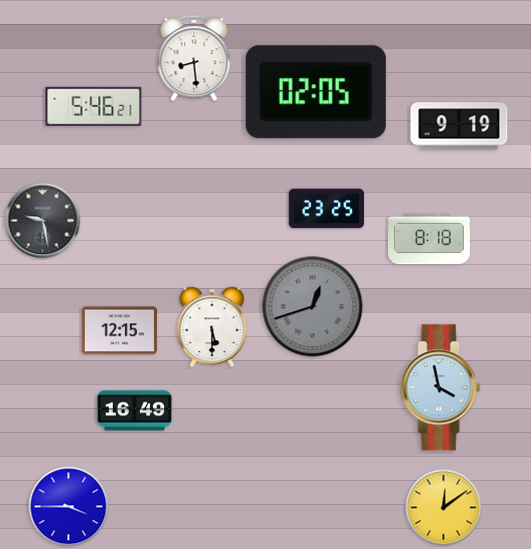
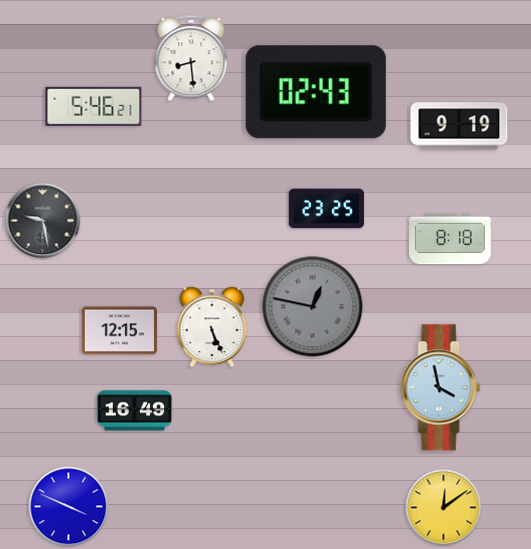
clock at (194, 58) position: (194, 58) -> (191, 58)
clock at (316, 92): 02:05 -> 02:43
clock at (430, 239) position: (430, 239) -> (451, 239)
clock at (313, 307): 12:42 -> 12:47
clock at (212, 327): 5:30 -> 5:26
clock at (69, 507): 3:45 -> 3:49
